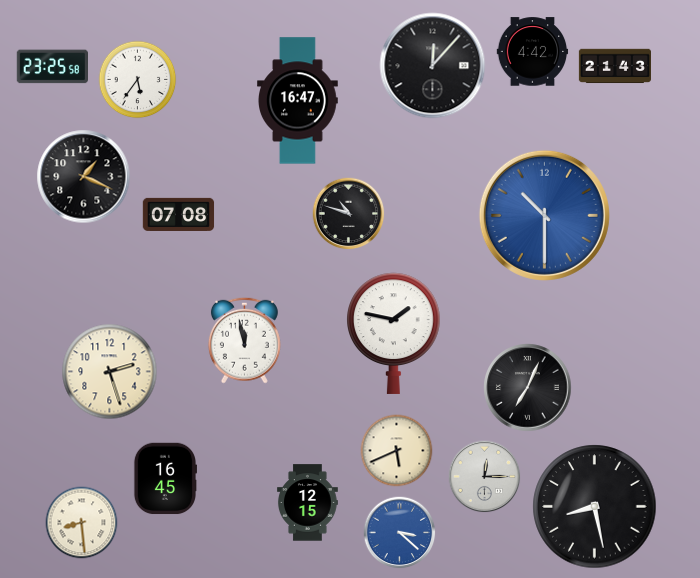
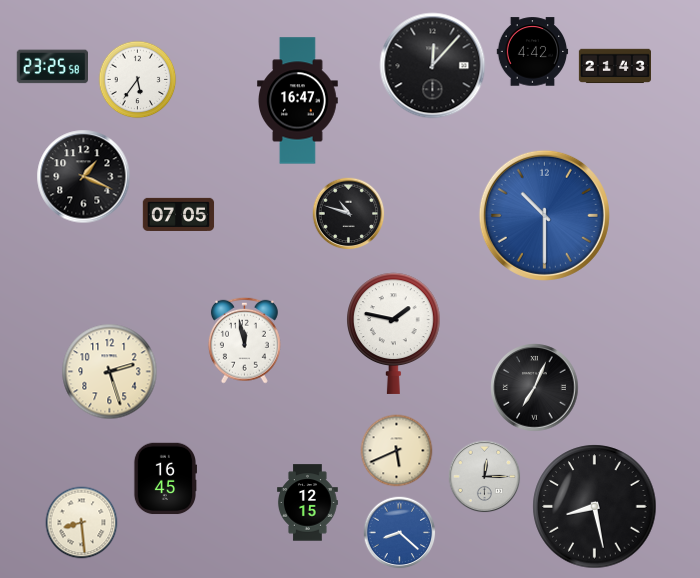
clock at (179, 214): 07:08 -> 07:05
clock at (528, 388) position: (528, 388) -> (535, 388)
clock at (400, 533): 3:22 -> 8:22
